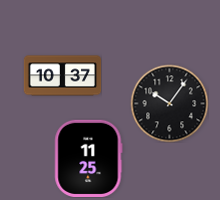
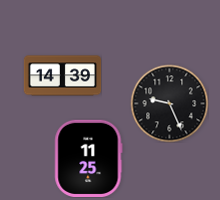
clock at (62, 76): 10:37 -> 14:39
clock at (169, 103): 10:06 -> 9:26
